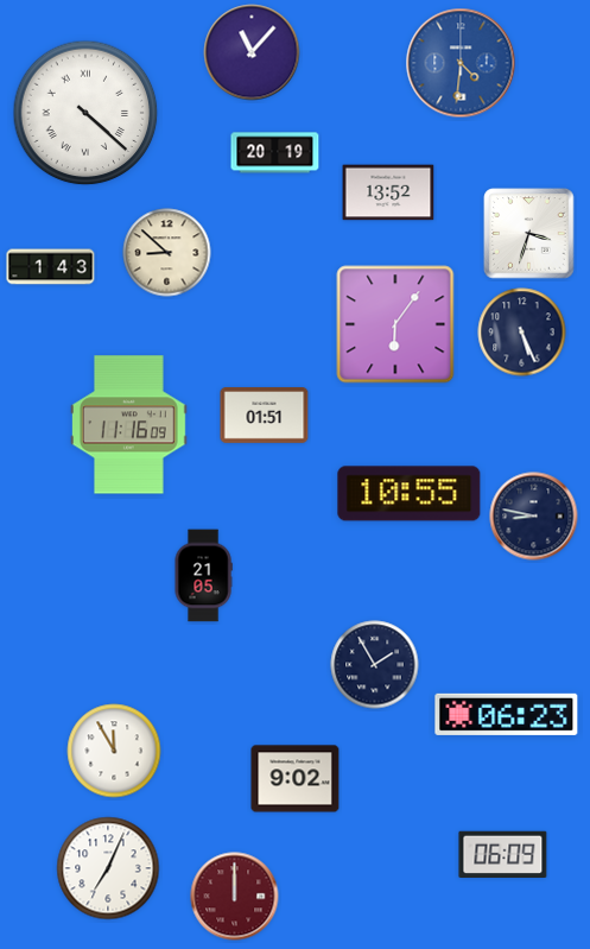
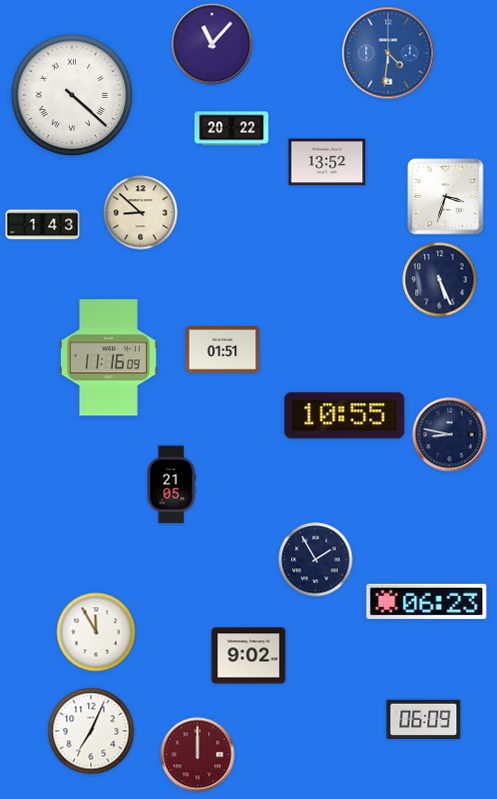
clock at (275, 153): 20:19 -> 20:22
clock at (395, 324): 6:06 -> none
